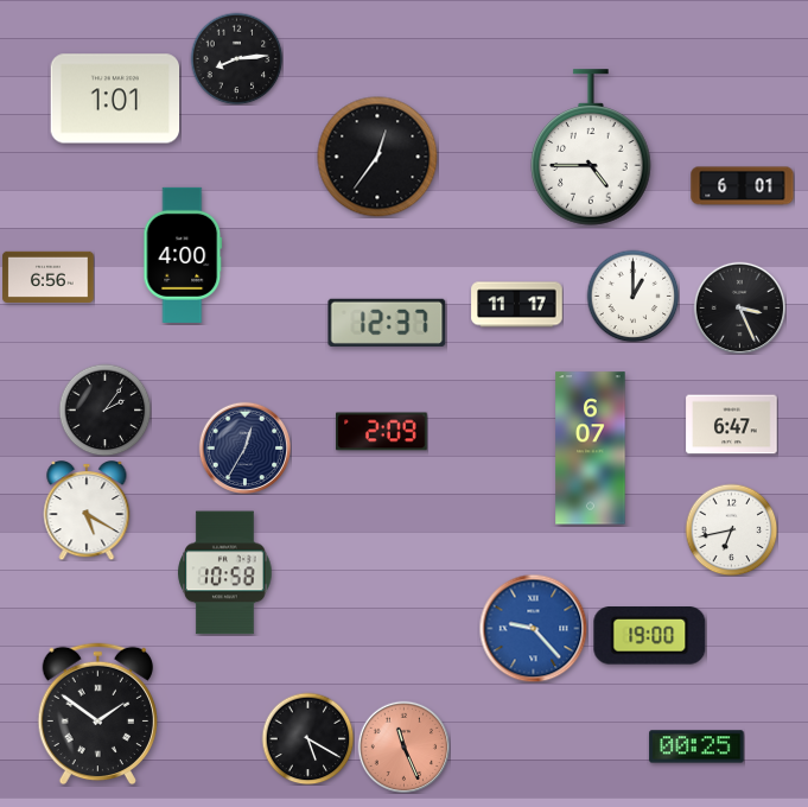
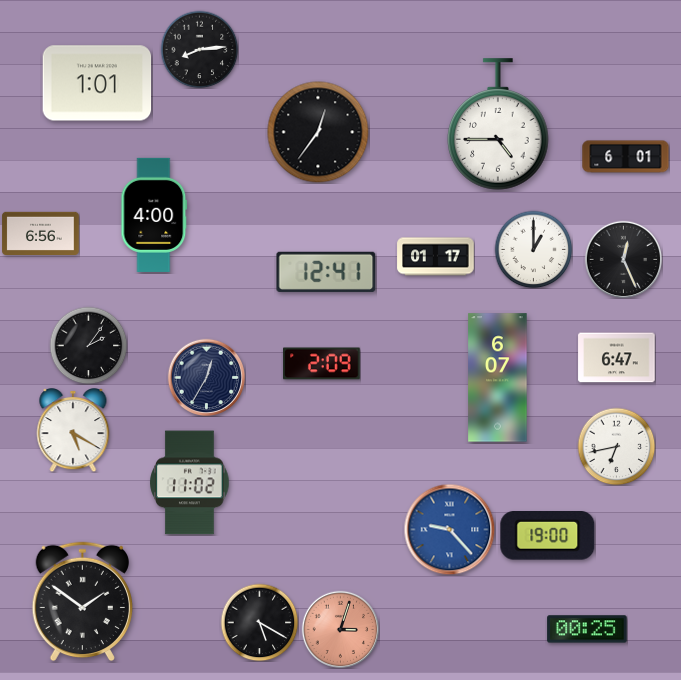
clock at (517, 305): 11:17 -> 01:17
clock at (739, 307): 3:26 -> 12:26
clock at (387, 323): 12:37 -> 12:41
clock at (225, 573): 10:58 -> 11:02
clock at (403, 746): 11:26 -> 3:03
